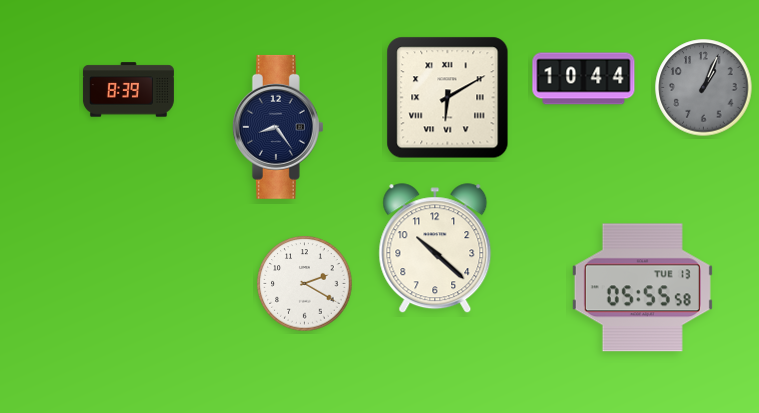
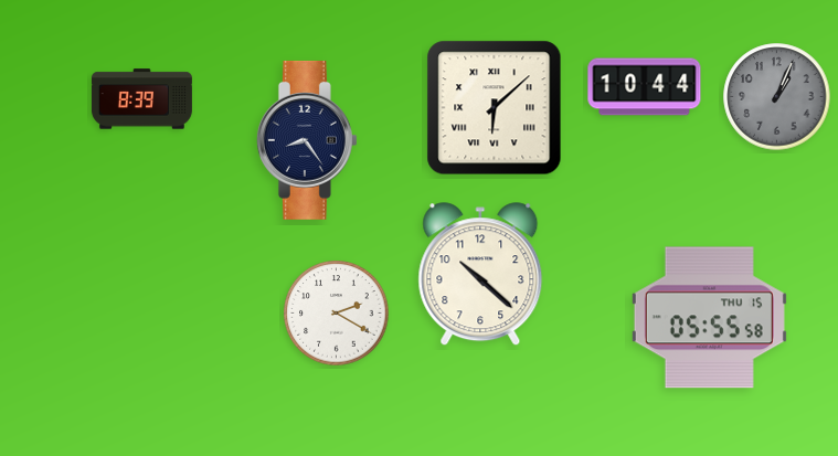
clock at (448, 98): 6:10 -> 6:08
clock at (642, 288) date: TUE 13 -> THU 15
